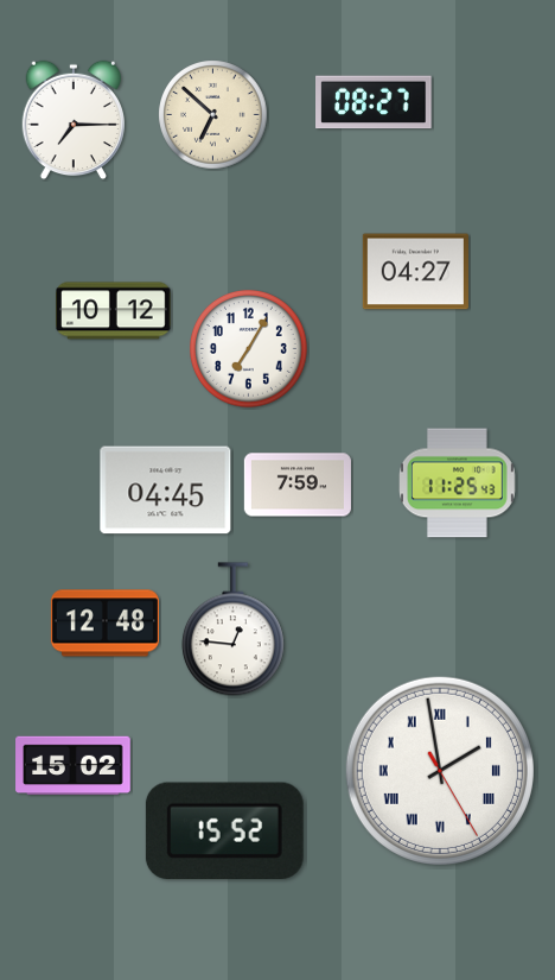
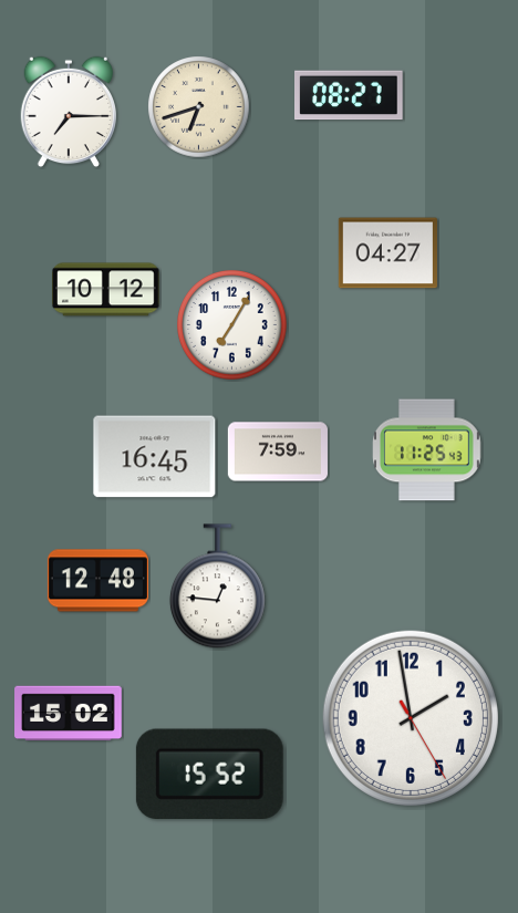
clock at (213, 115): 6:52 -> 6:42
clock at (166, 491): 04:45 -> 16:45
clock at (440, 771) numerals: Roman -> Arabic
